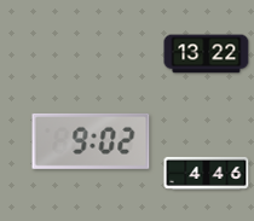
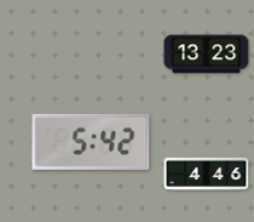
clock at (207, 54): 13:22 -> 13:23
clock at (91, 141): 9:02 -> 5:42
